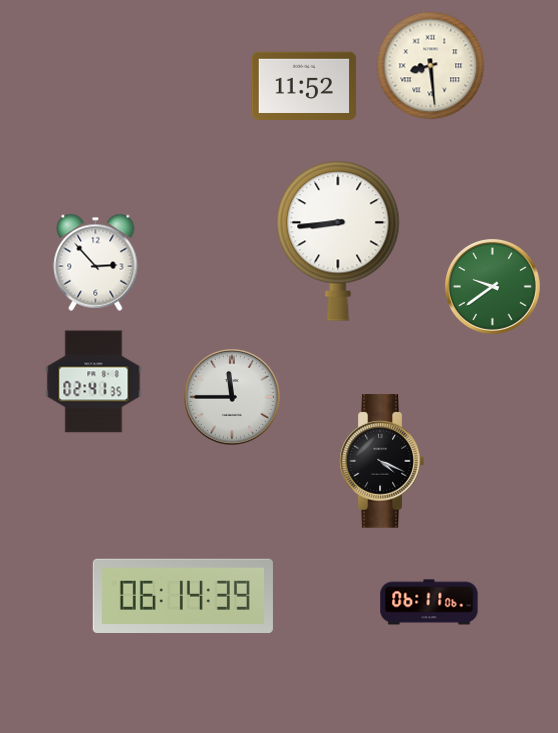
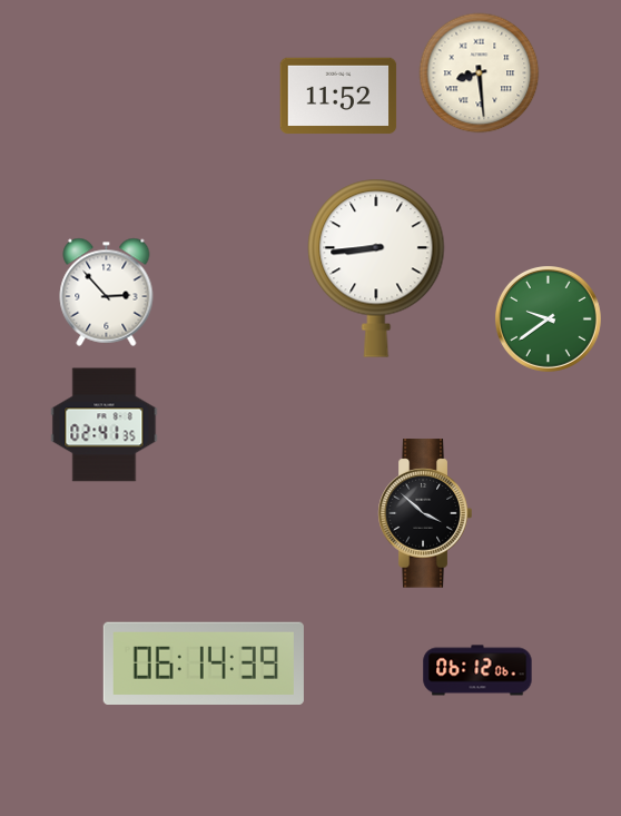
clock at (233, 398): 11:45 -> none
clock at (382, 461): 4:19 -> 3:52
clock at (429, 602): 06:11 -> 06:12
